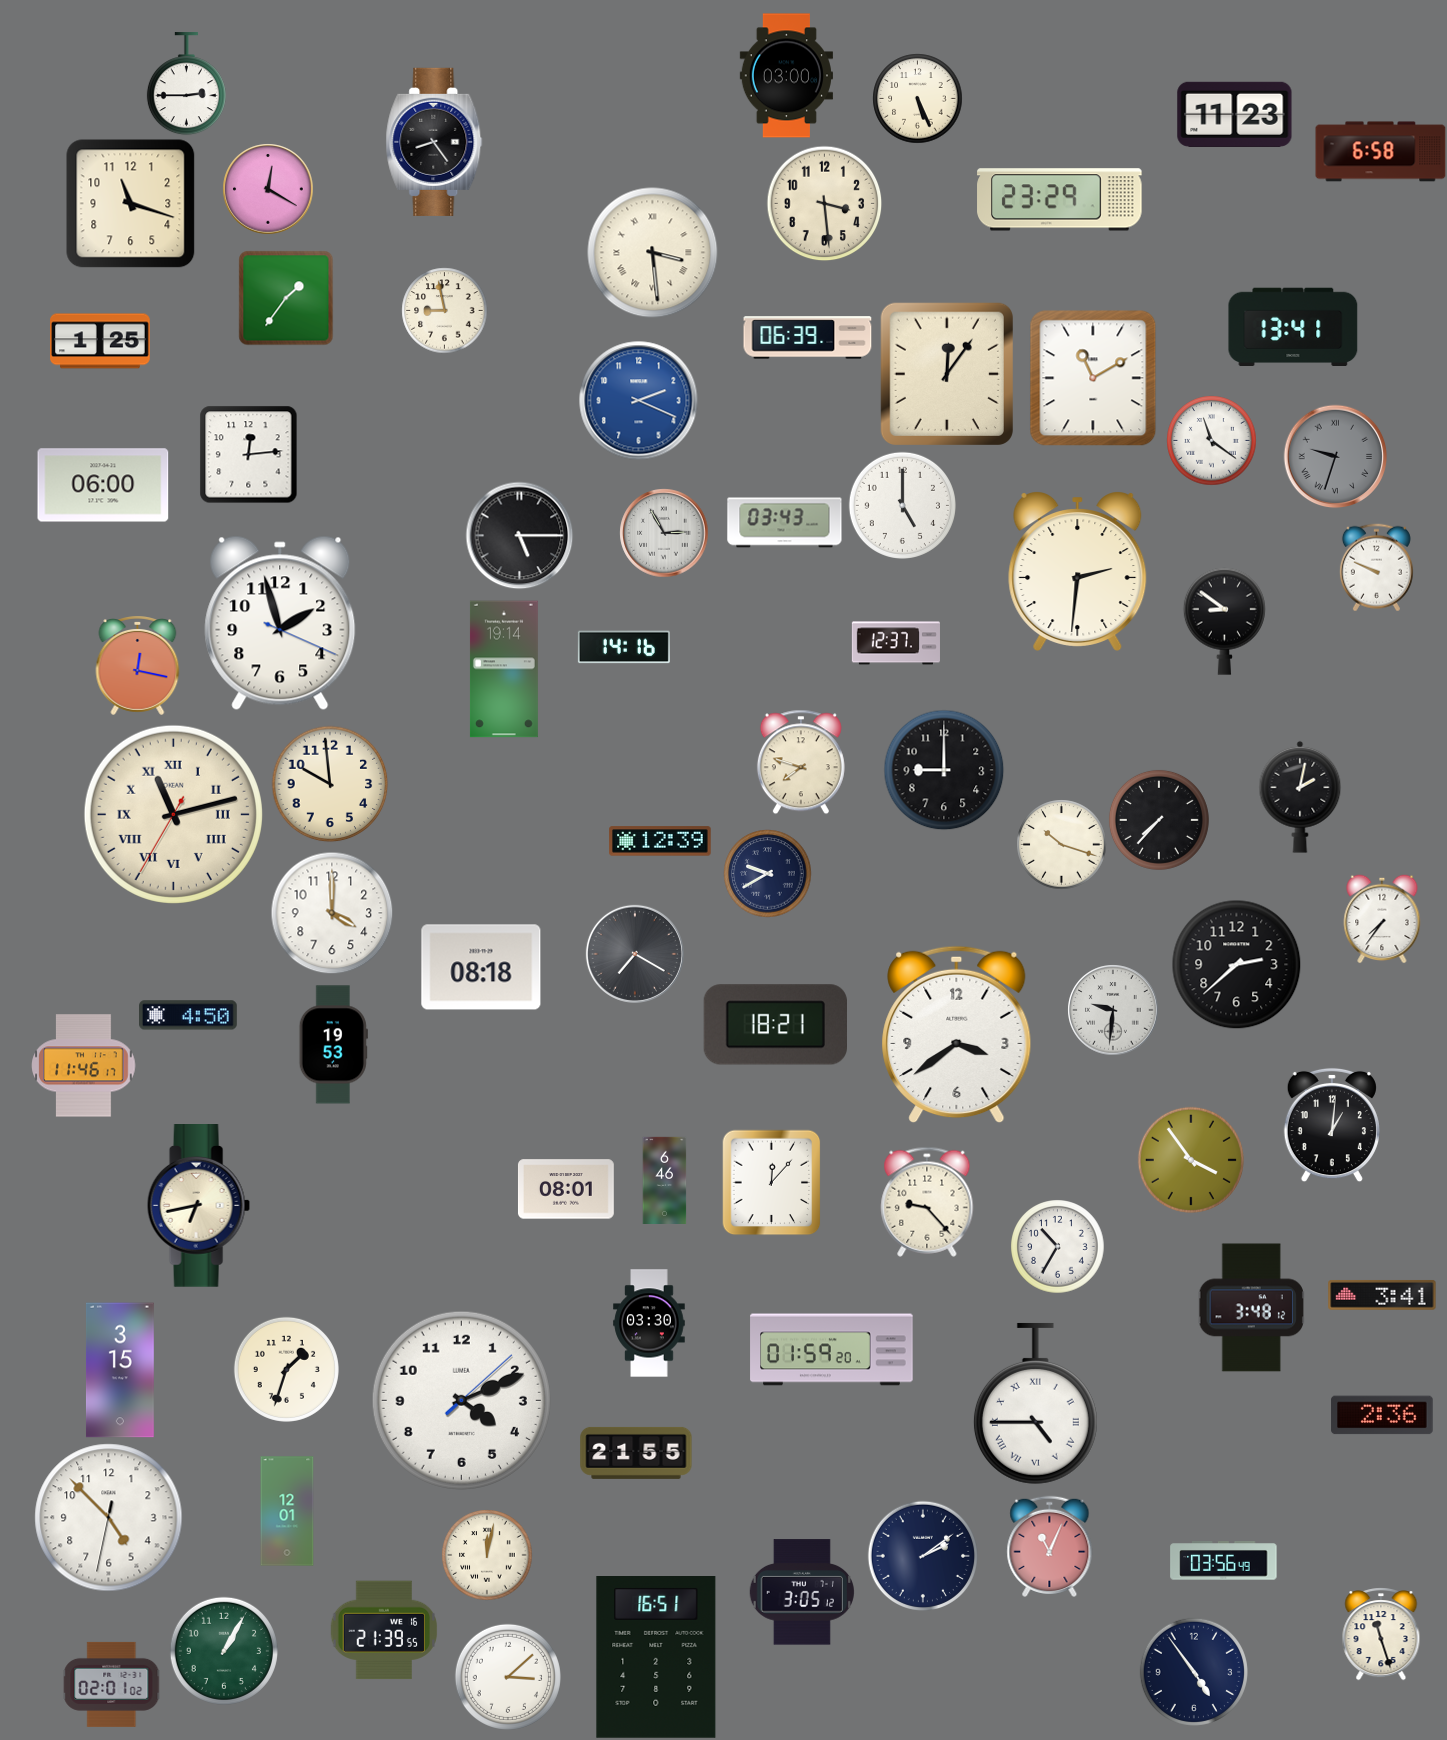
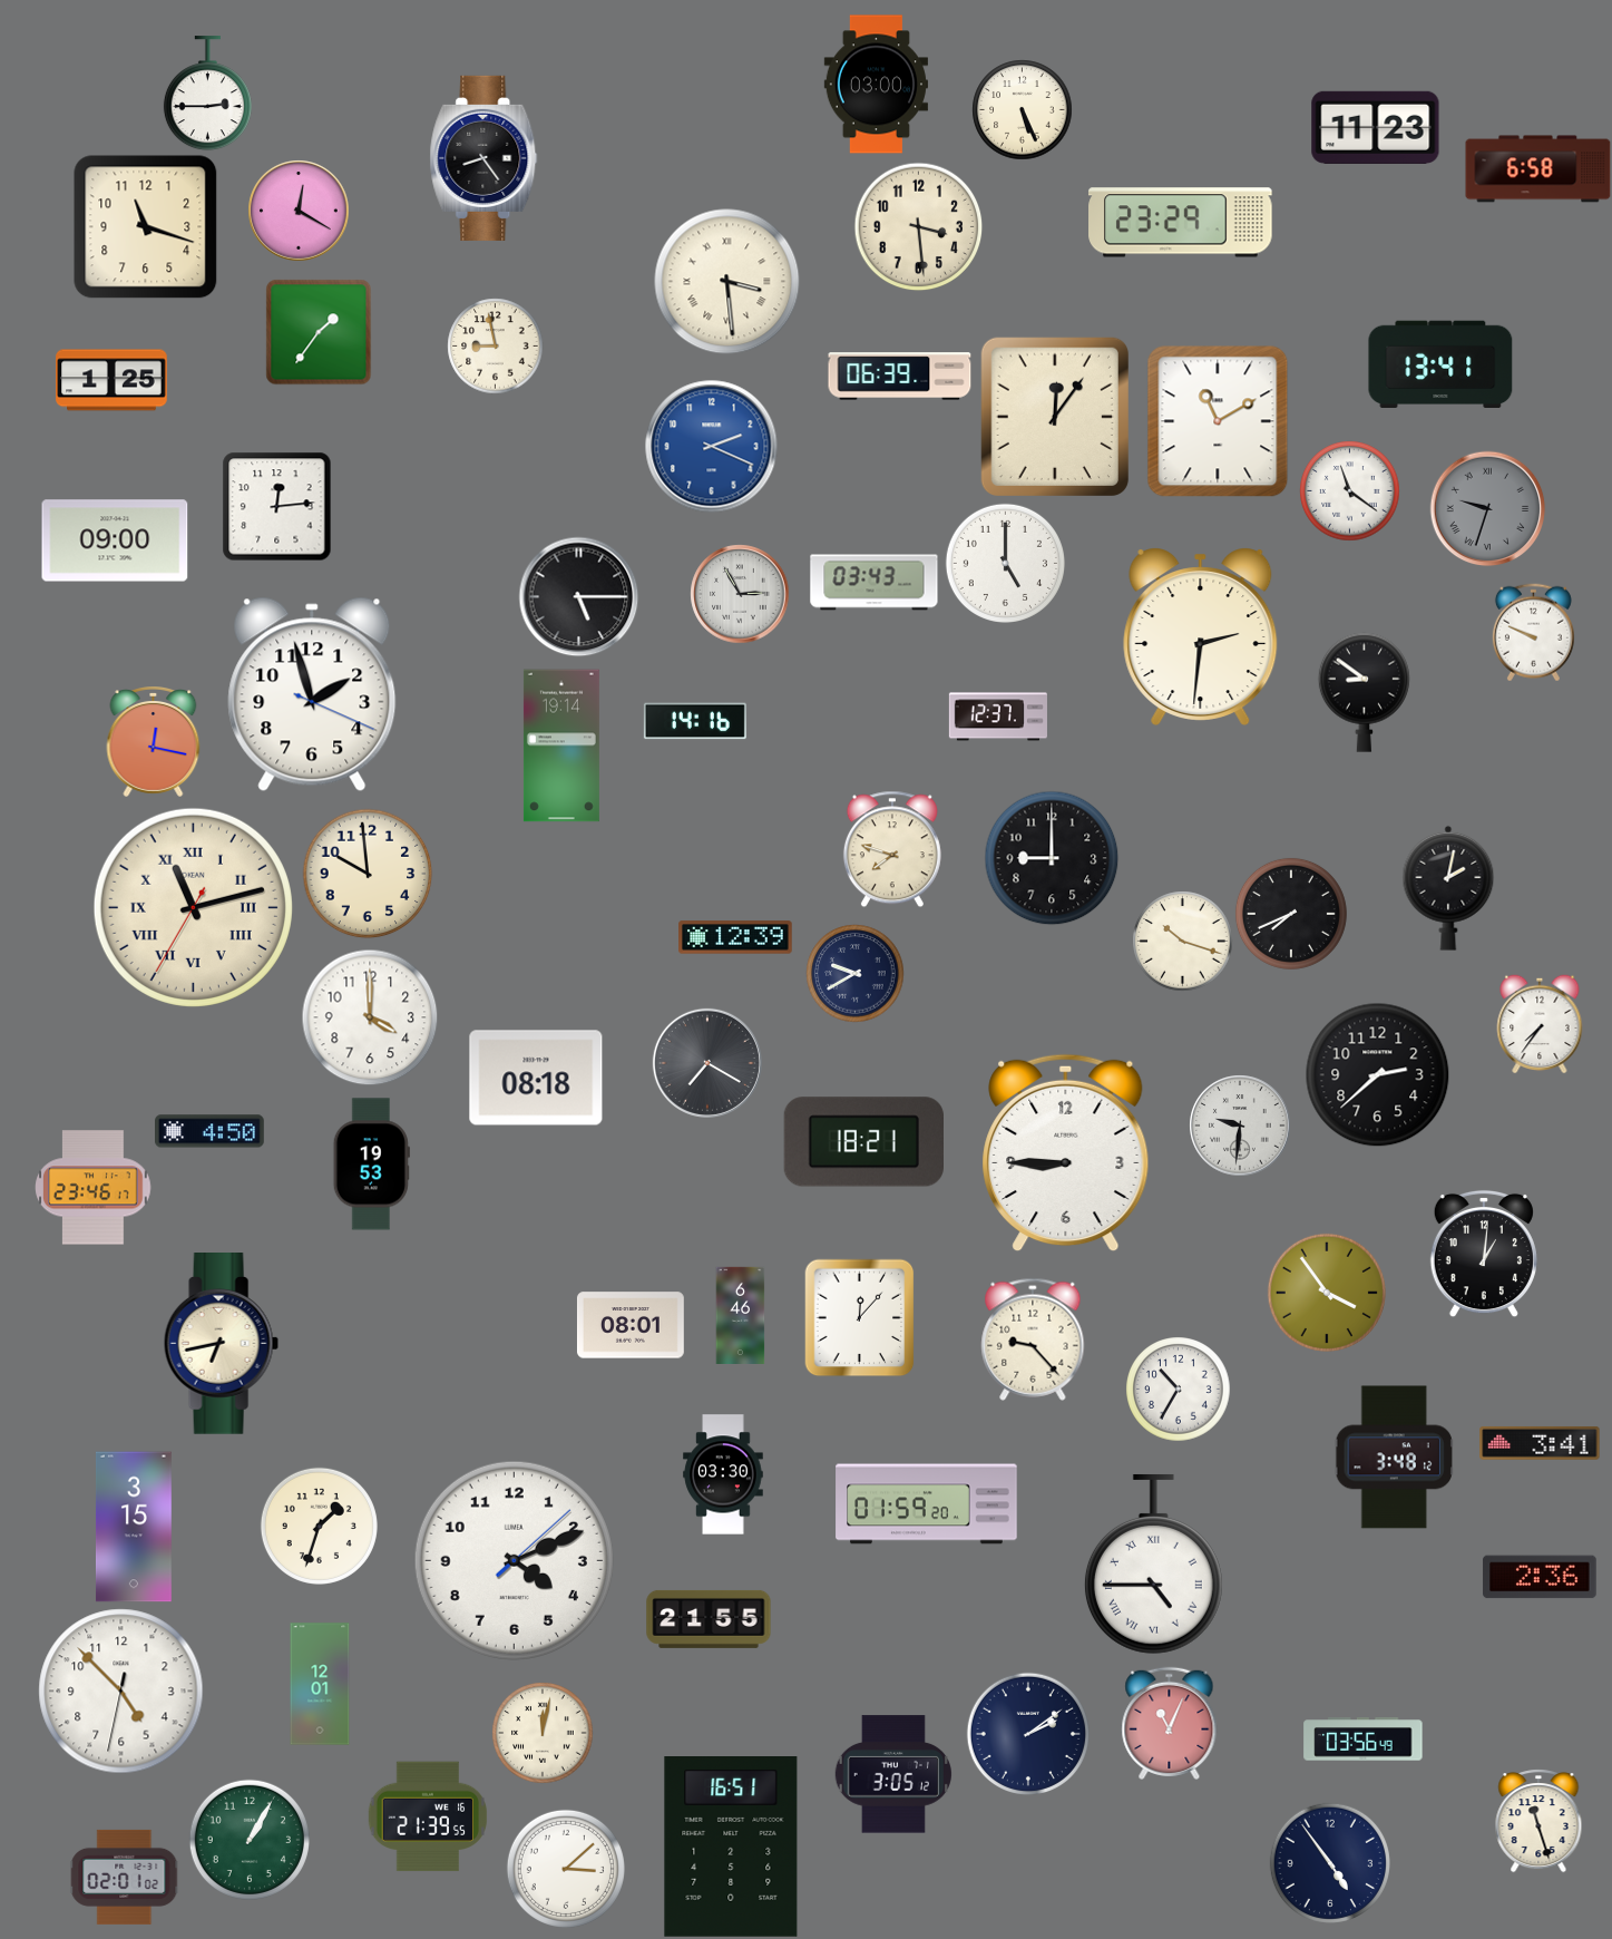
clock at (103, 485): 06:00 -> 09:00
clock at (1159, 820): 7:37 -> 7:41
clock at (957, 1035): 3:39 -> 8:45
clock at (84, 1066): 11:46 -> 23:46
